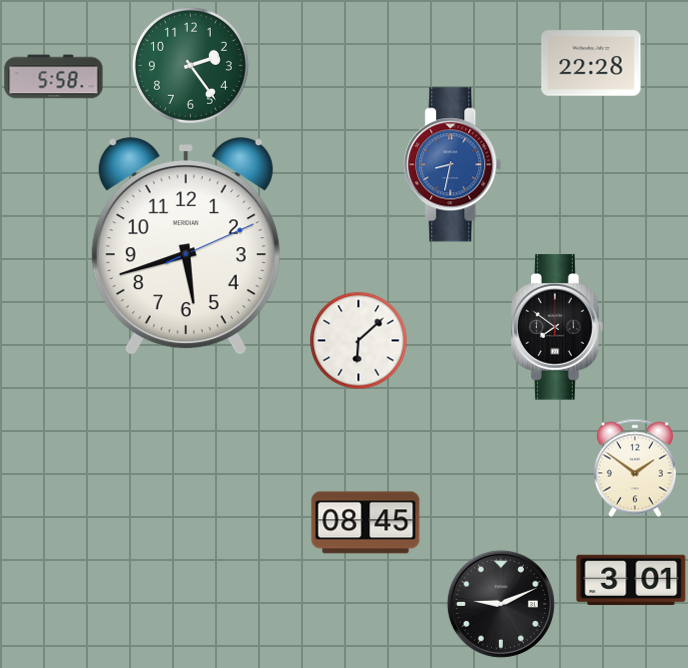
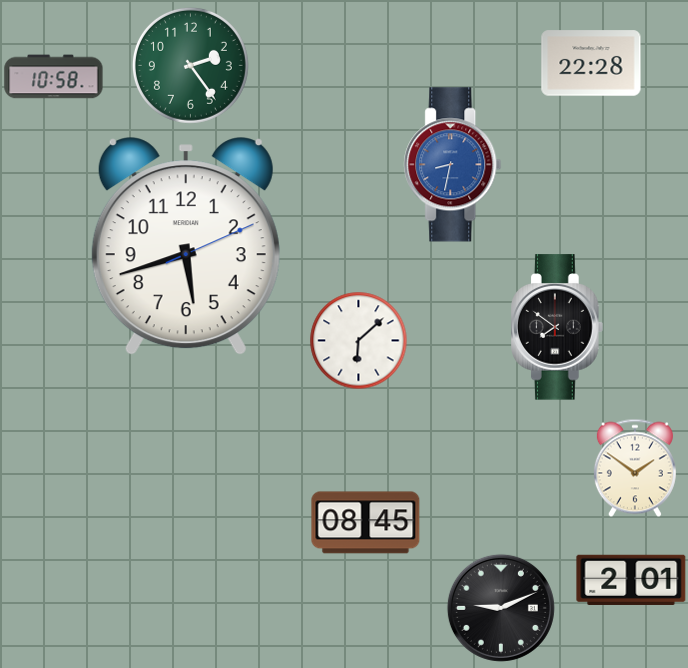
clock at (54, 77): 5:58 -> 10:58
clock at (631, 580): 3:01 -> 2:01
clock at (501, 604) position: (501, 604) -> (501, 608)
